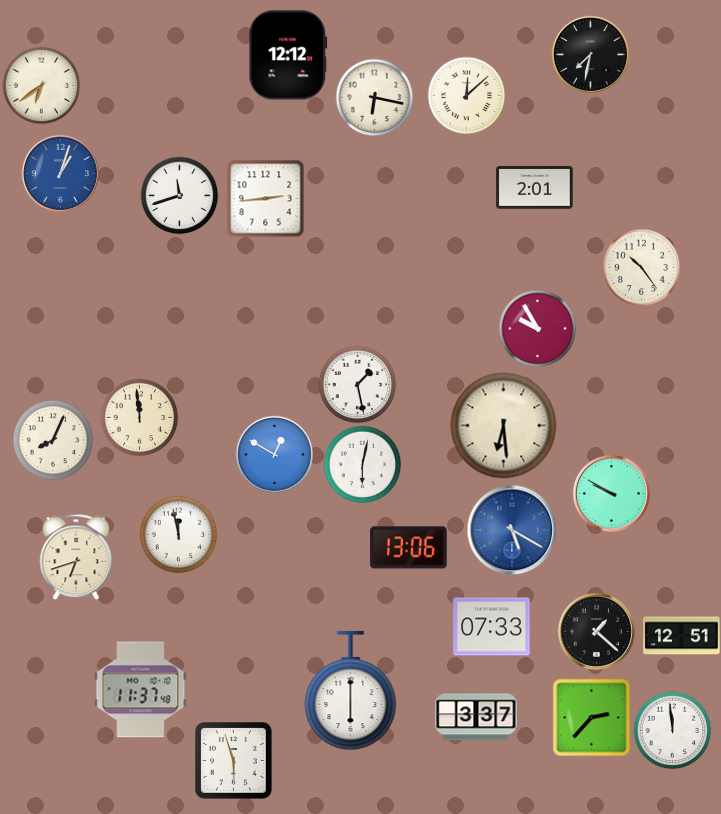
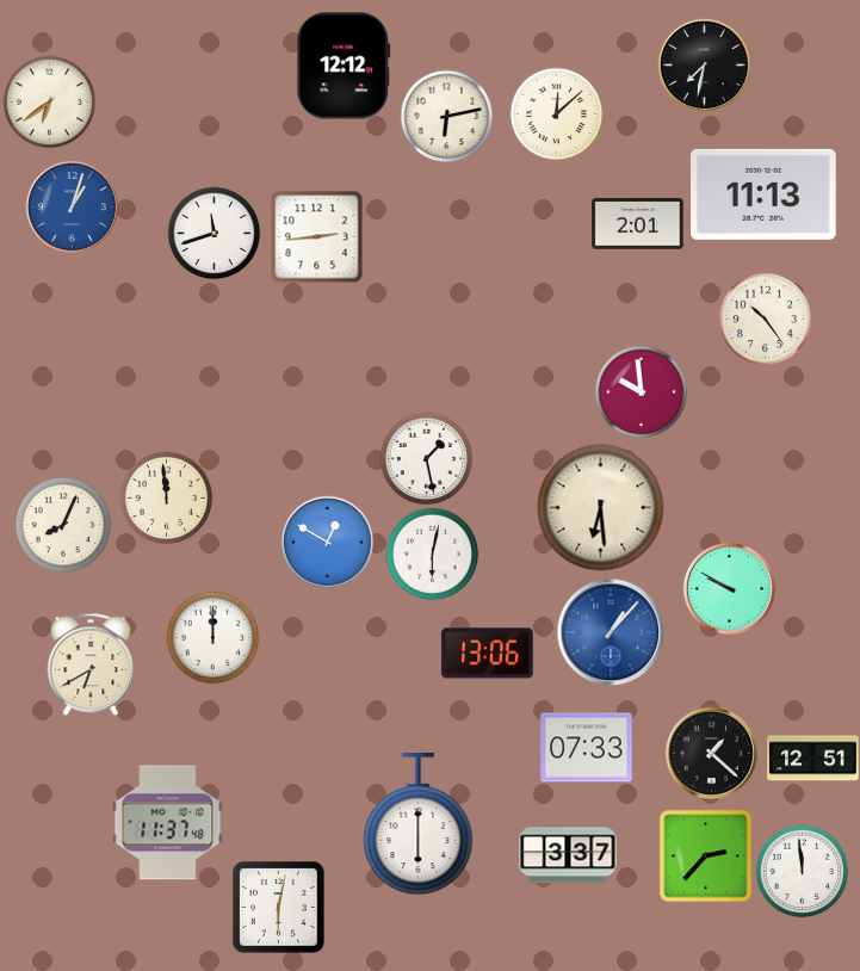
clock at (374, 97): 6:17 -> 6:13
clock at (765, 194): none -> 11:13
clock at (537, 328): 9:55 -> 9:59
clock at (512, 530): 5:20 -> 1:07
clock at (178, 534): 11:58 -> 12:00
clock at (76, 557): 6:42 -> 6:40
clock at (234, 761): 5:57 -> 6:02
